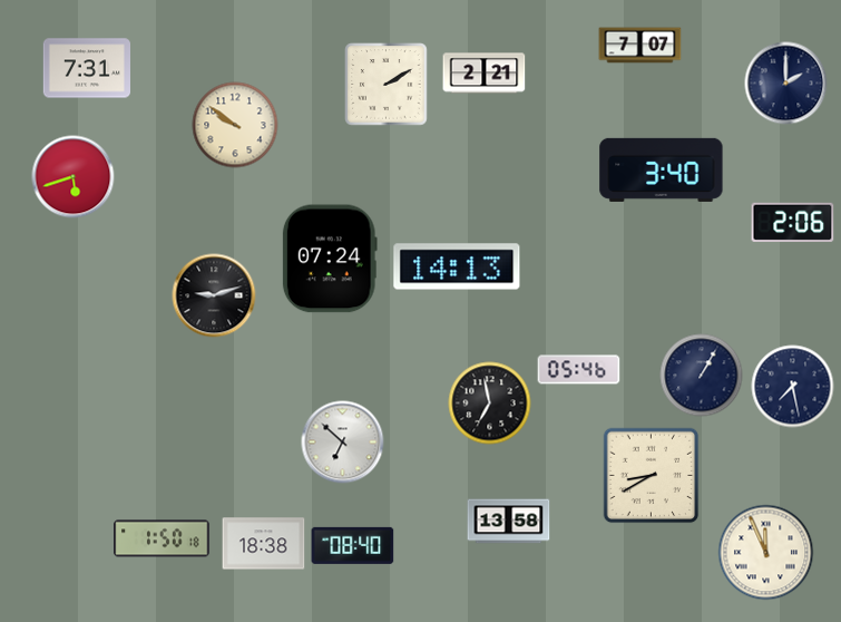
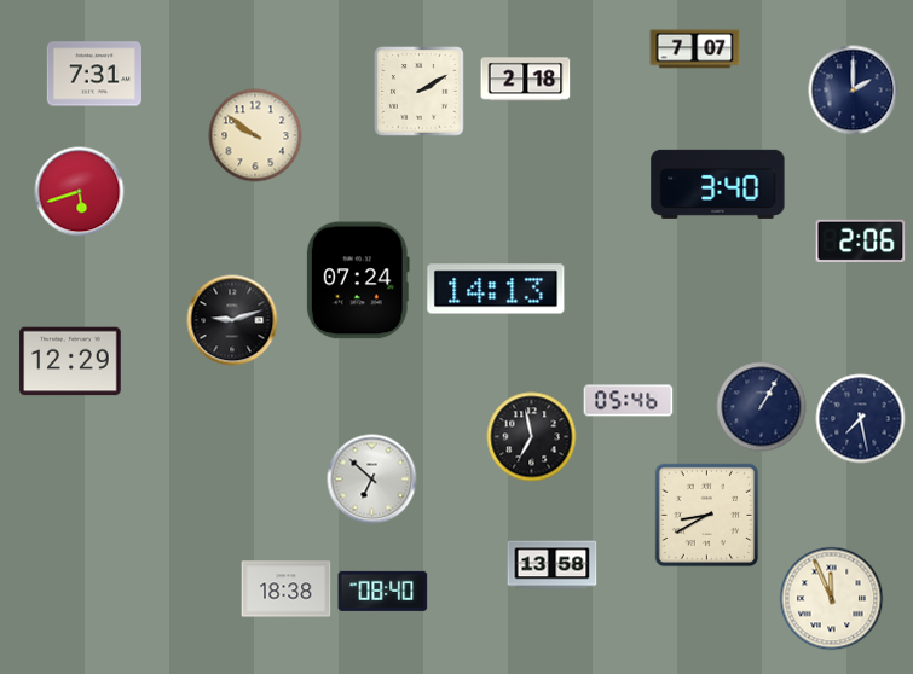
clock at (485, 74): 2:21 -> 2:18
clock at (70, 361): none -> 12:29
clock at (162, 538): 1:50 -> none
